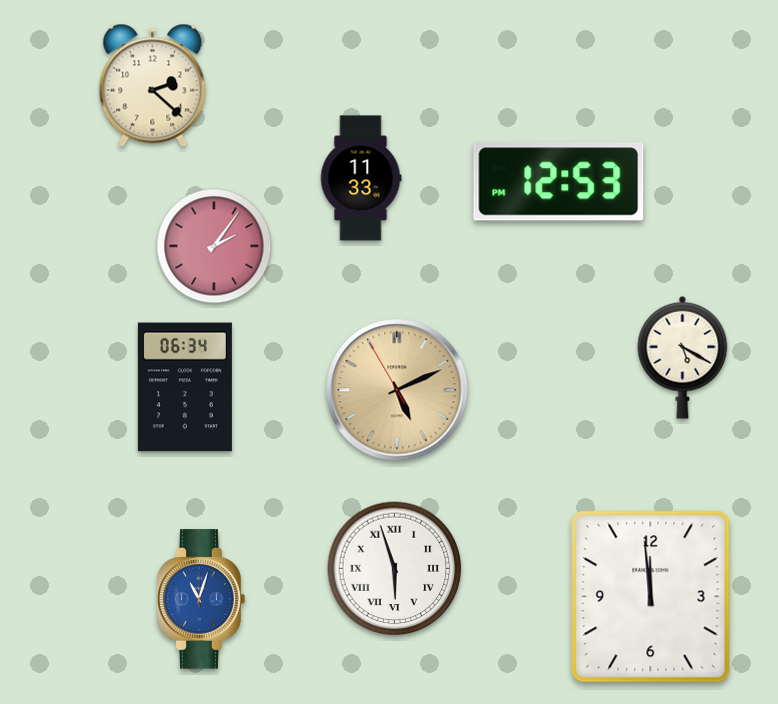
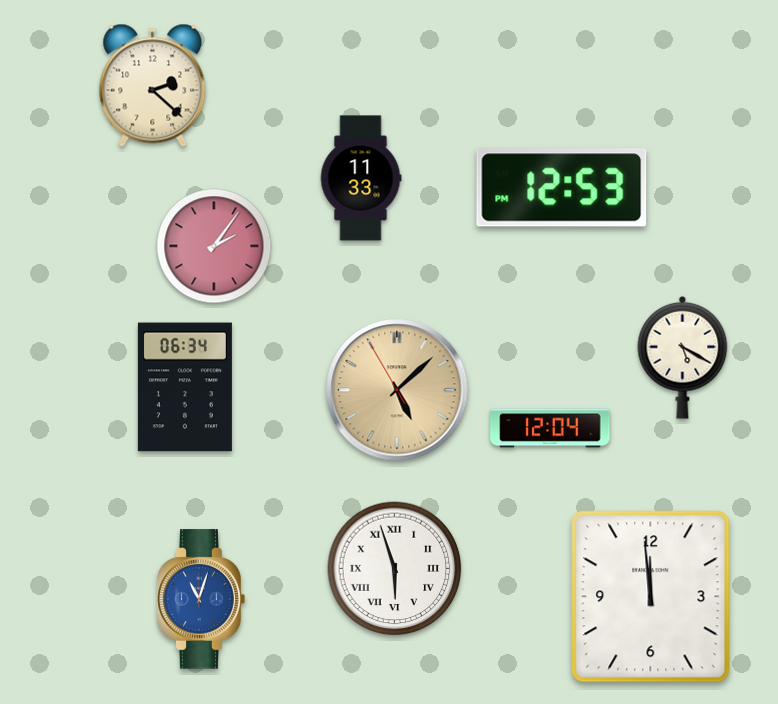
clock at (559, 182) position: (559, 182) -> (562, 188)
clock at (397, 390): 5:10 -> 5:07
clock at (550, 428): none -> 12:04
